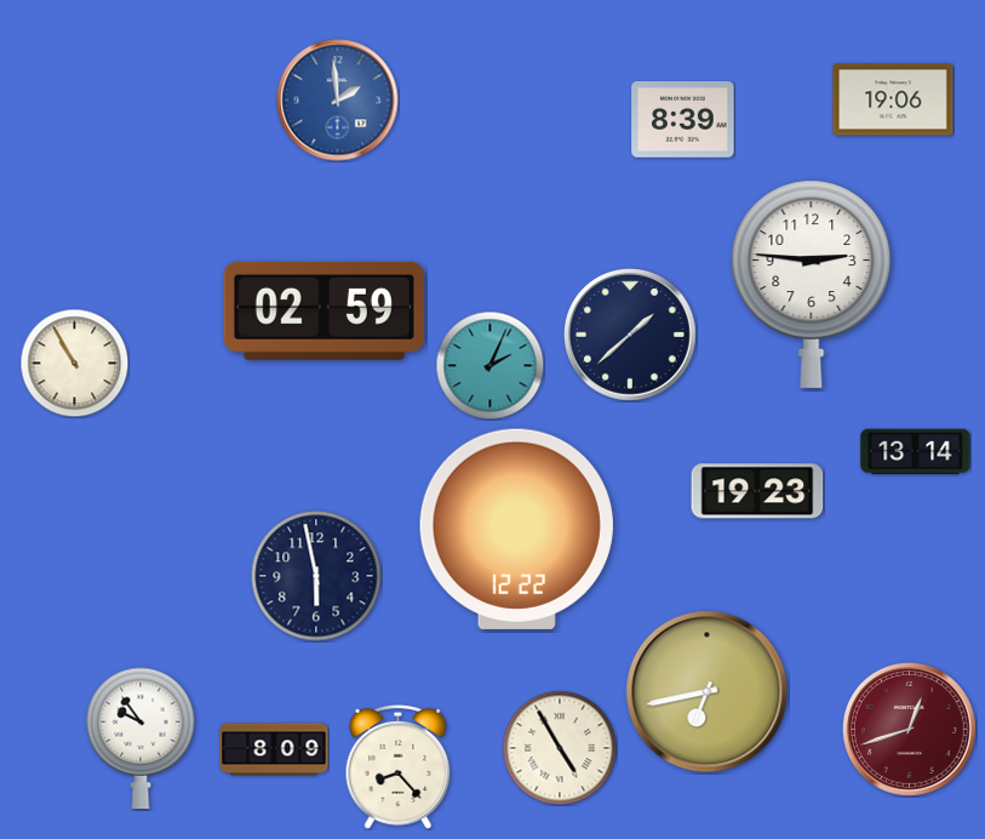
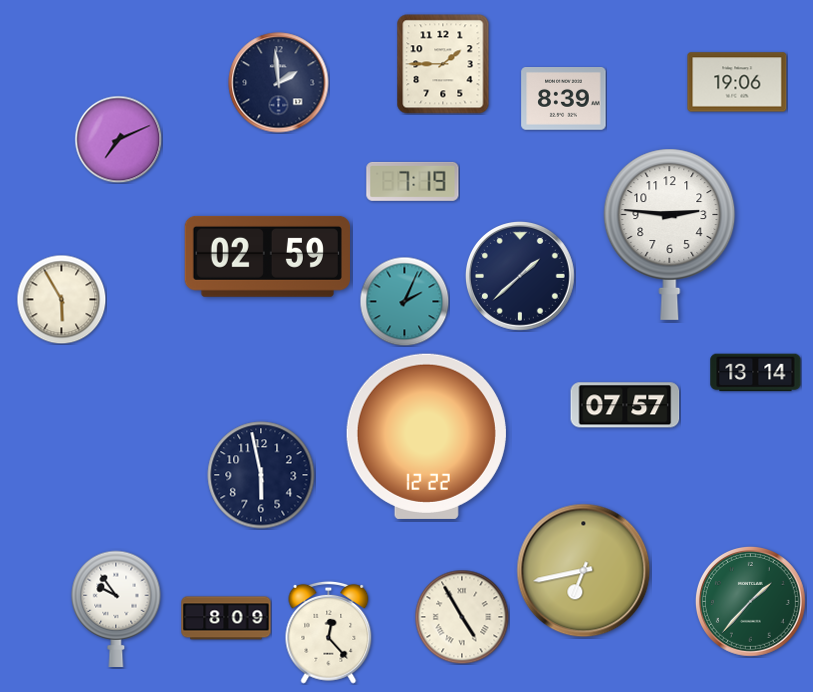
clock at (443, 64): none -> 1:45
clock at (338, 101) dial: blue -> navy
clock at (118, 139): none -> 7:11
clock at (413, 181): none -> 7:19
clock at (74, 363): 10:55 -> 5:55
clock at (757, 491): 19:23 -> 07:57
clock at (909, 729): 12:42 -> 1:37
clock at (909, 729) dial: burgundy -> green
clock at (399, 766): 8:23 -> 12:23
